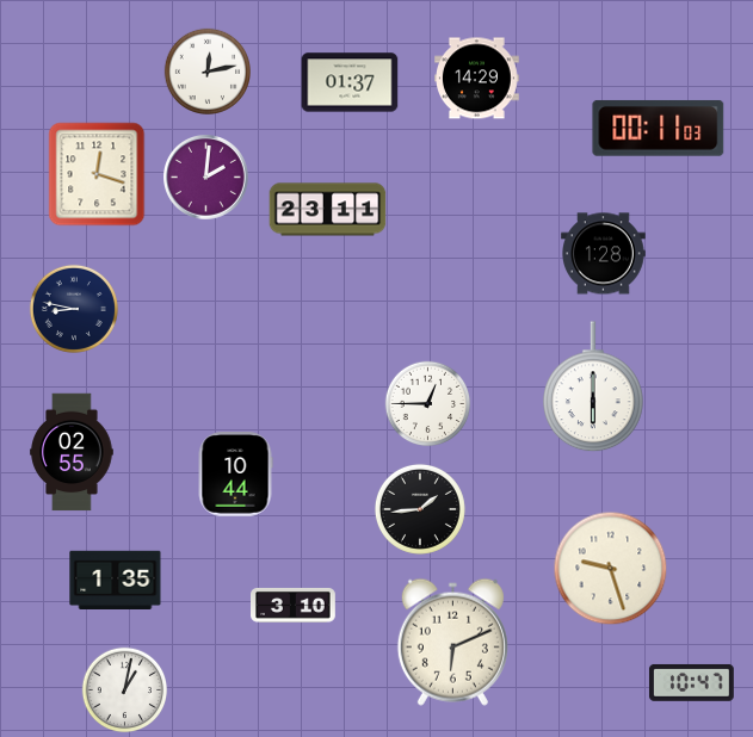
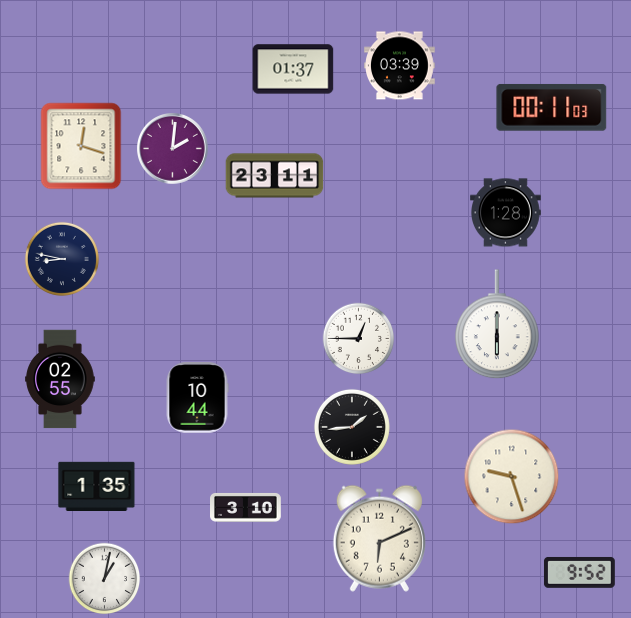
clock at (206, 70): 12:13 -> none
clock at (477, 79): 14:29 -> 03:39
clock at (691, 683): 10:47 -> 9:52
